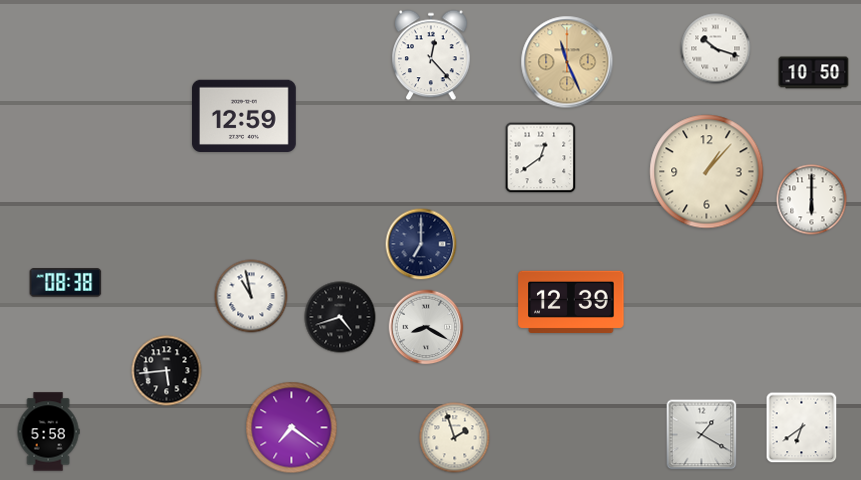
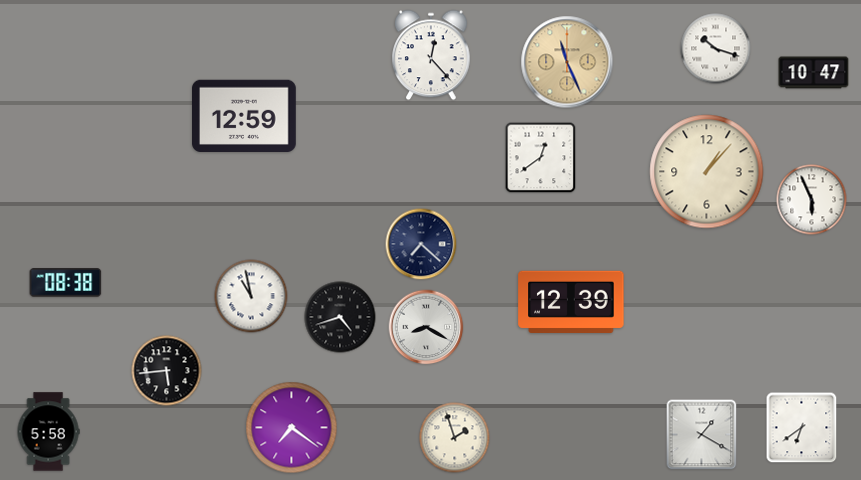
clock at (814, 73): 10:50 -> 10:47
clock at (812, 200): 6:00 -> 5:56
clock at (421, 244): 7:00 -> 7:22
